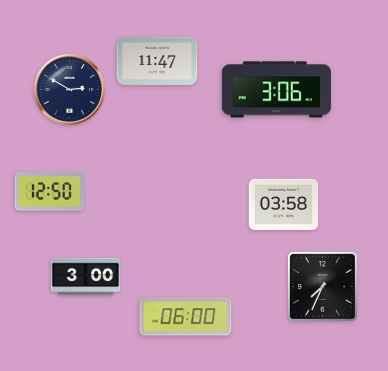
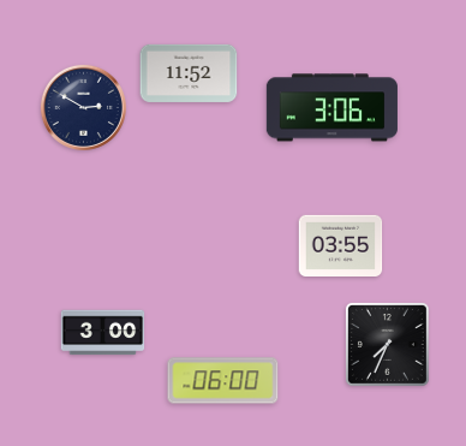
clock at (157, 61): 11:47 -> 11:52
clock at (50, 192): 12:50 -> none
clock at (284, 204): 03:58 -> 03:55
